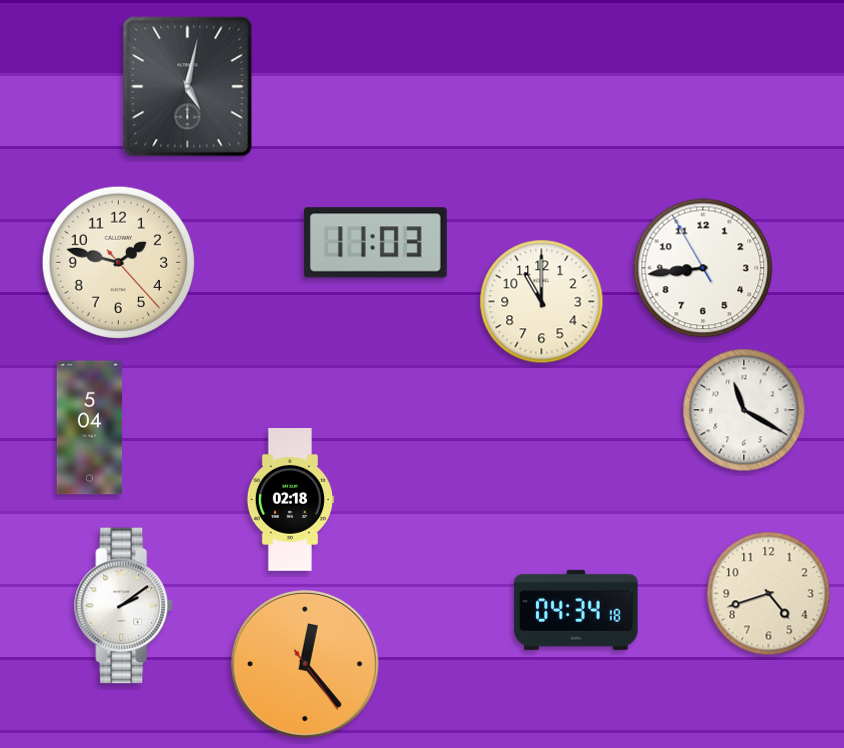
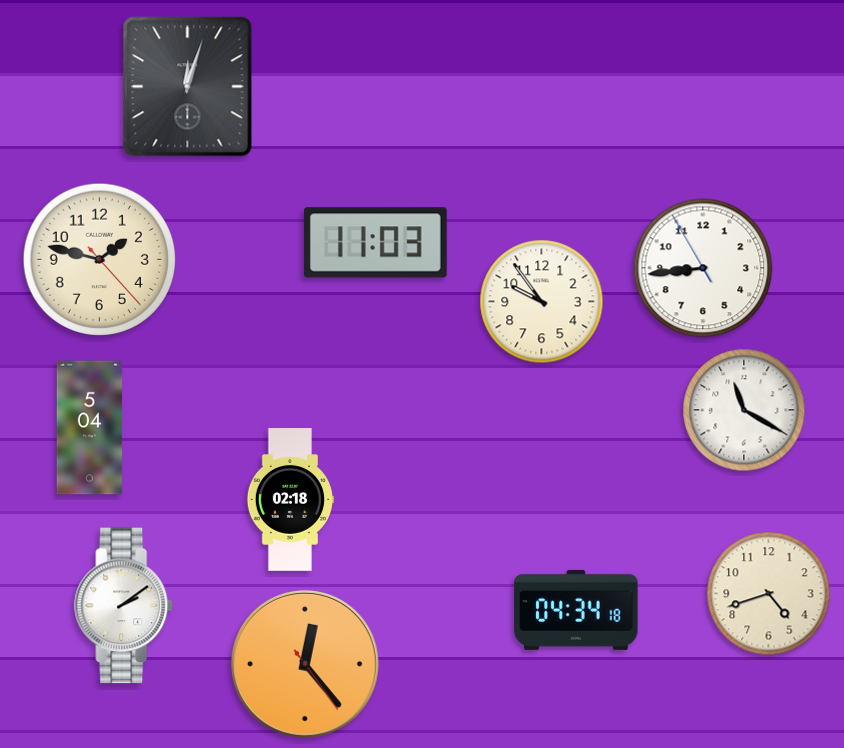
clock at (188, 87): 5:02 -> 12:03
clock at (118, 262) position: (118, 262) -> (99, 259)
clock at (542, 302): 11:00 -> 9:54
